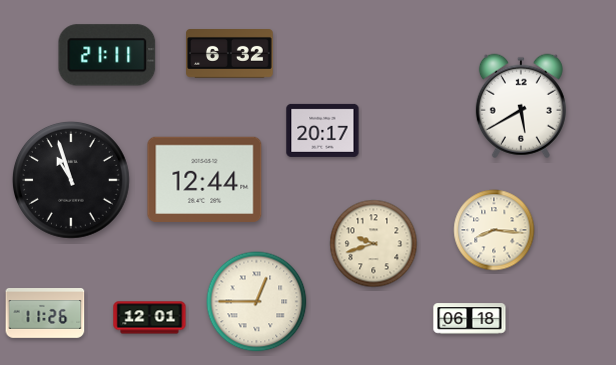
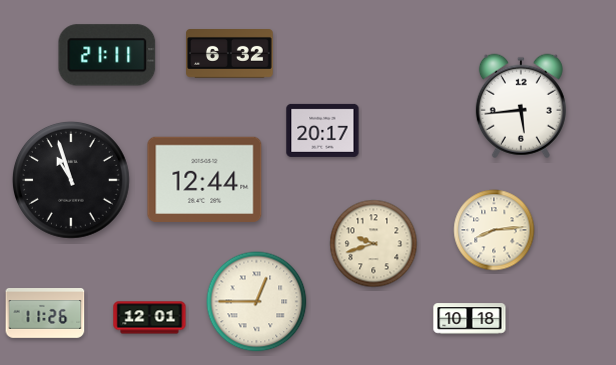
clock at (521, 106): 5:40 -> 5:44
clock at (494, 230): 8:16 -> 8:14
clock at (470, 319): 06:18 -> 10:18
